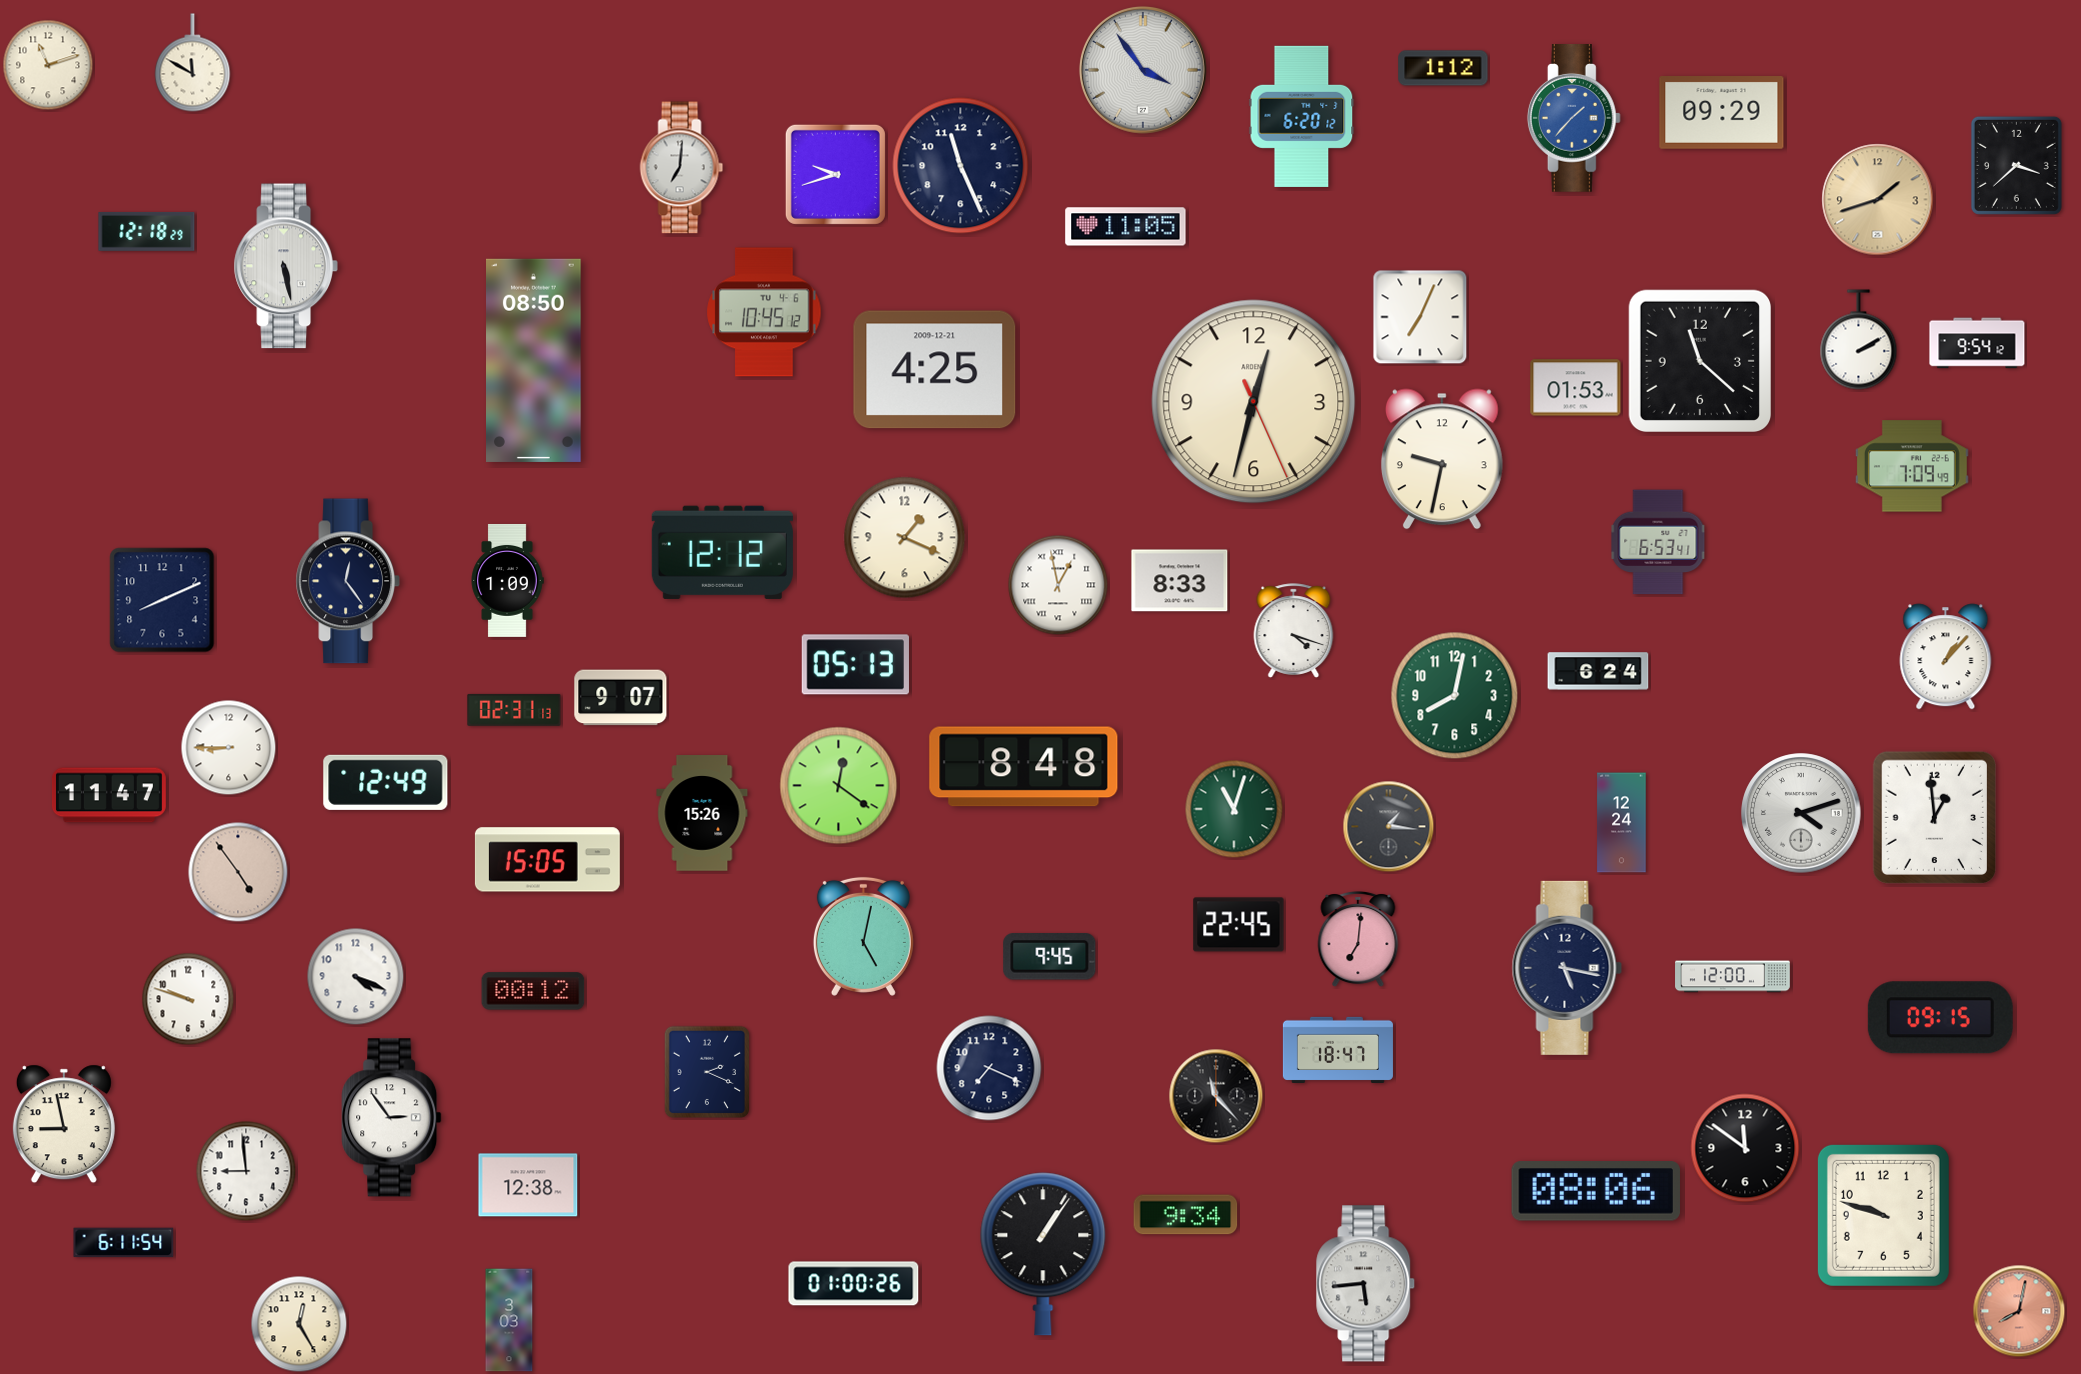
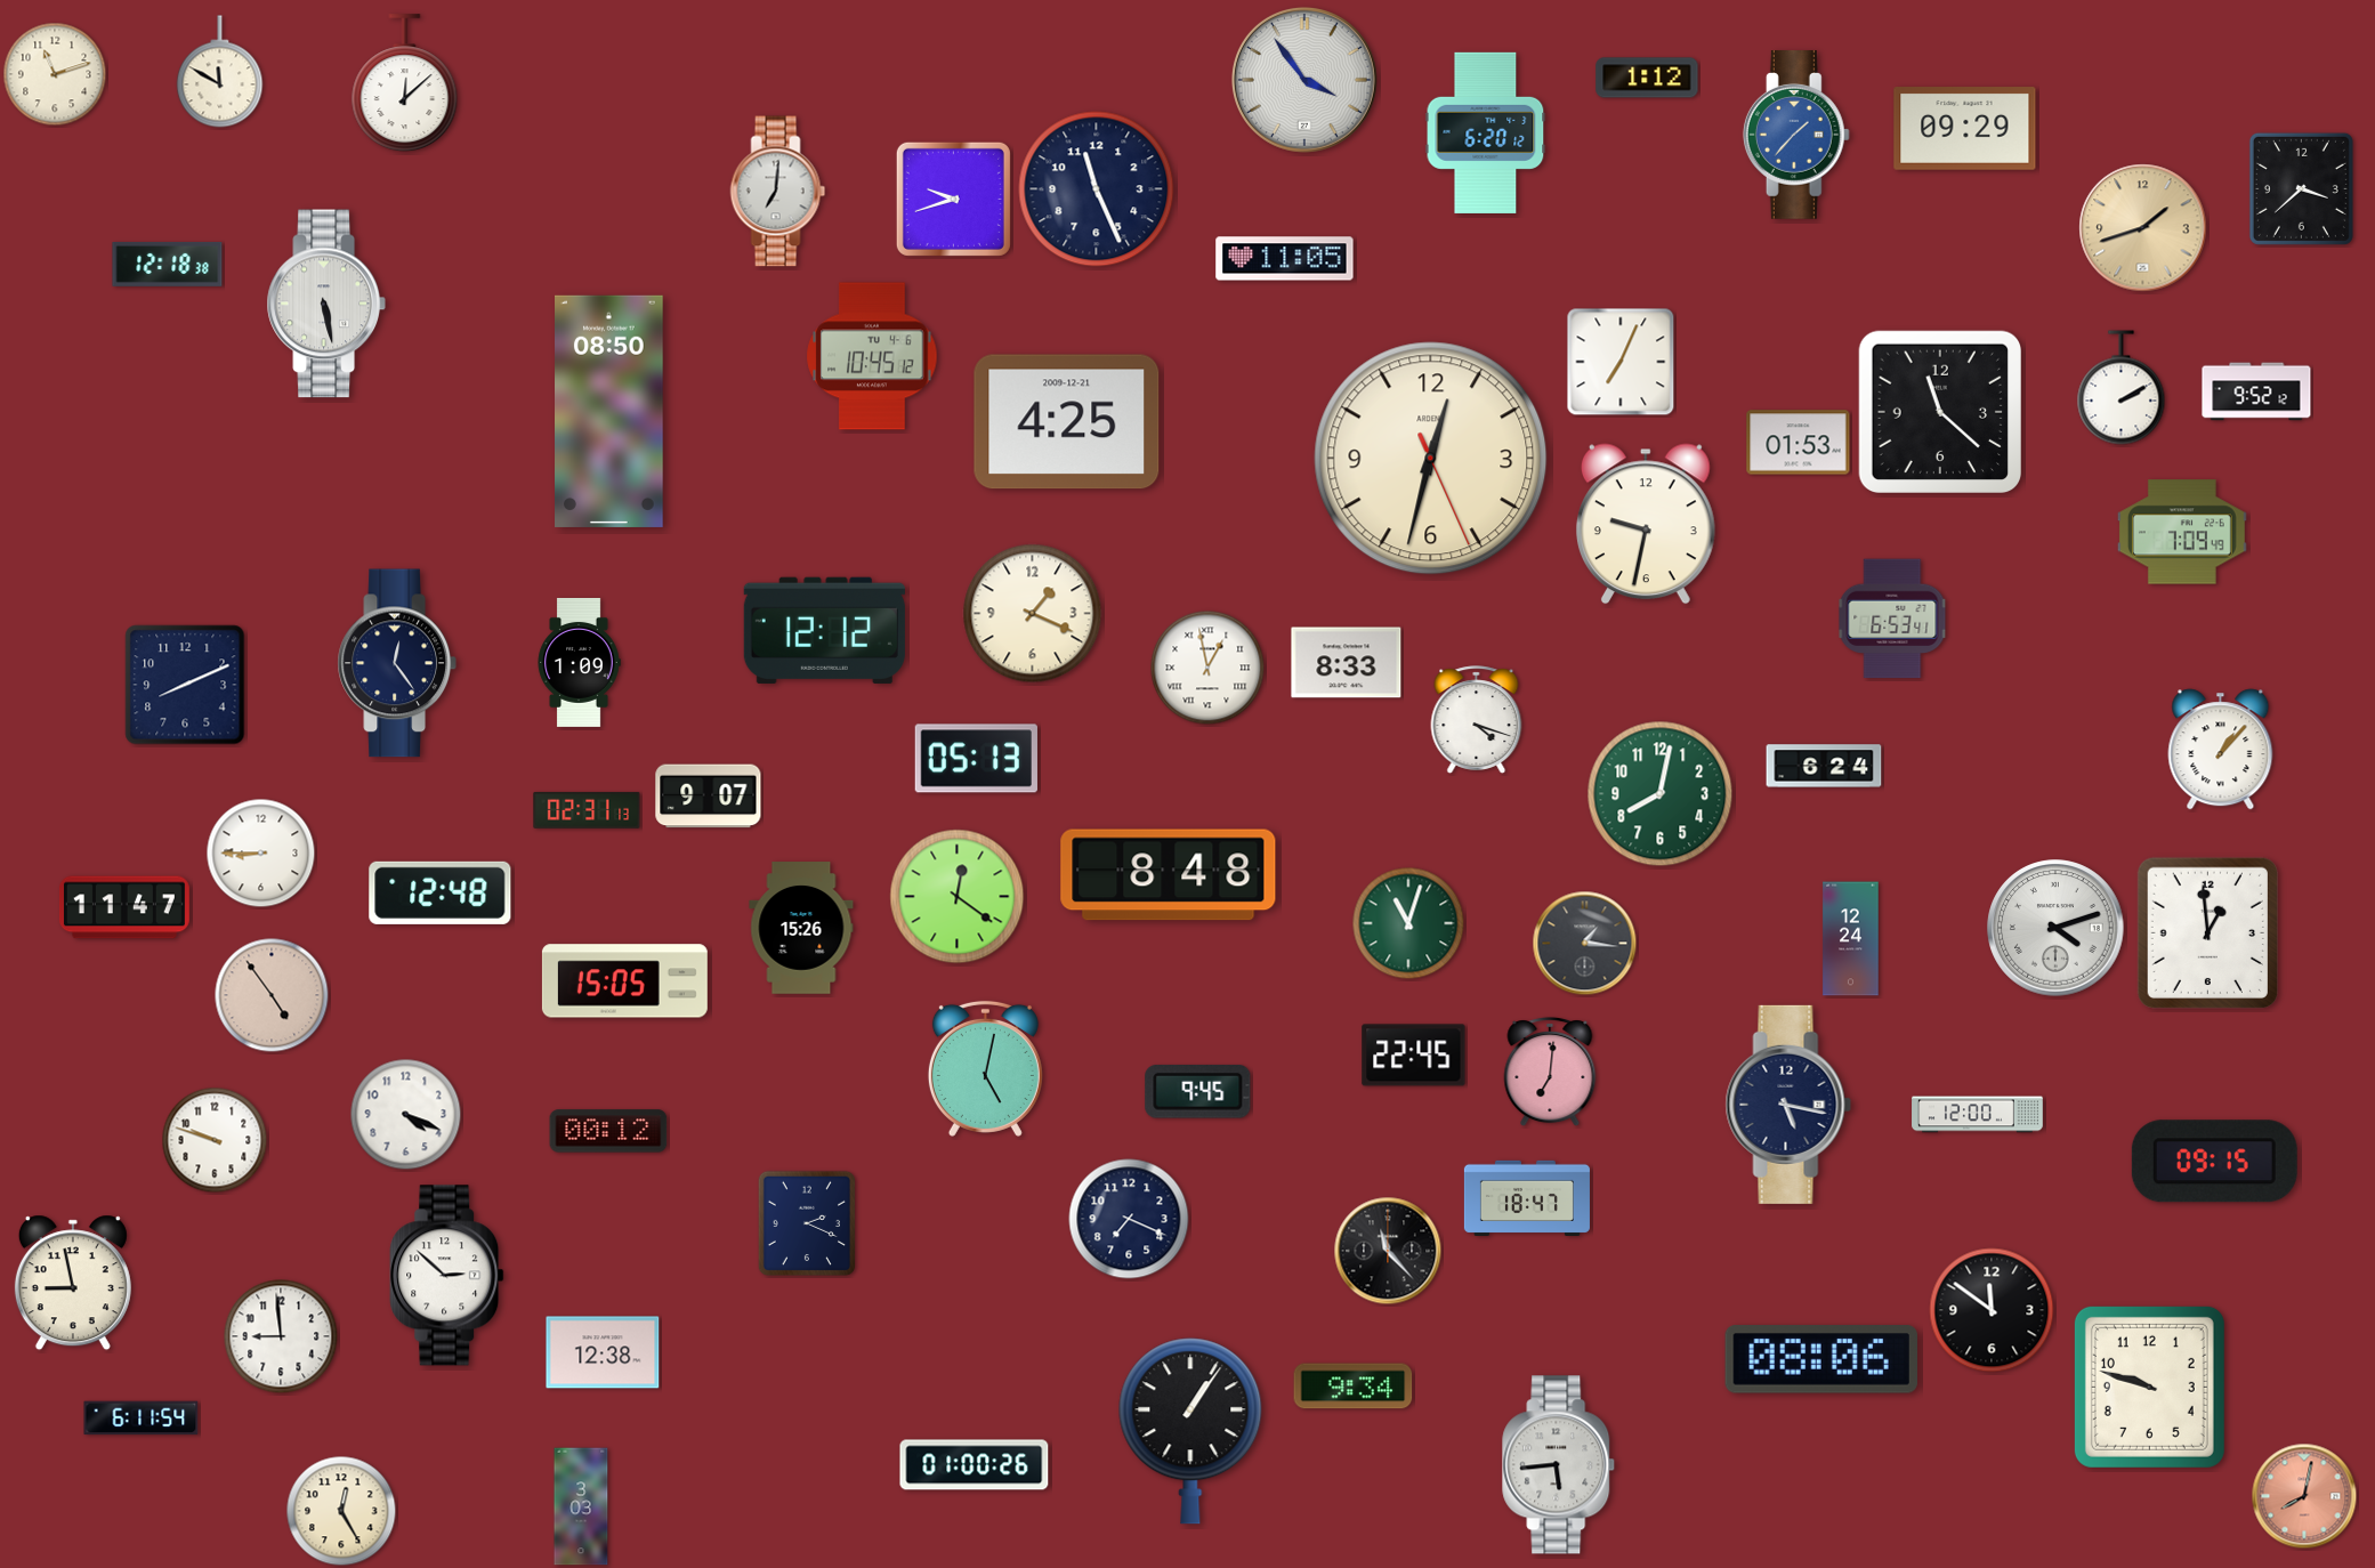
clock at (405, 83): none -> 12:08
clock at (147, 231): 12:18:29 -> 12:18:38
clock at (1977, 343): 9:54 -> 9:52
clock at (386, 782): 12:49 -> 12:48
clock at (392, 1118): 2:54 -> 2:52
